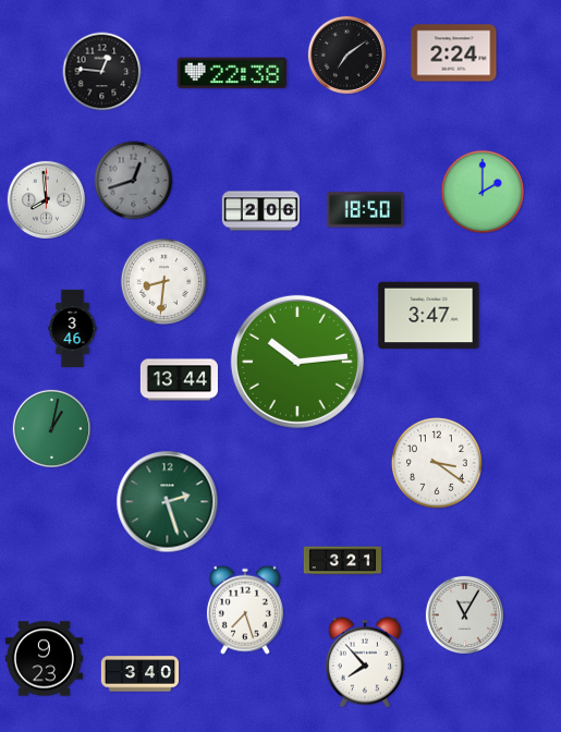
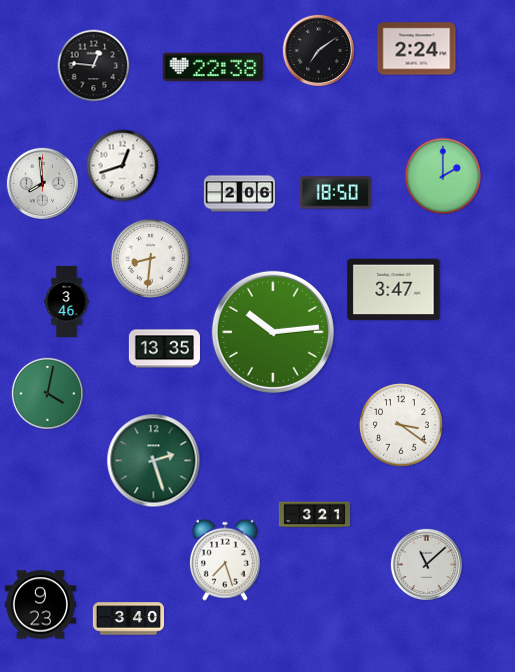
clock at (134, 181) dial: grey -> white
clock at (179, 380): 13:44 -> 13:35
clock at (51, 428): 1:02 -> 4:02
clock at (464, 614): 11:05 -> 11:08
clock at (365, 662): 7:53 -> none
